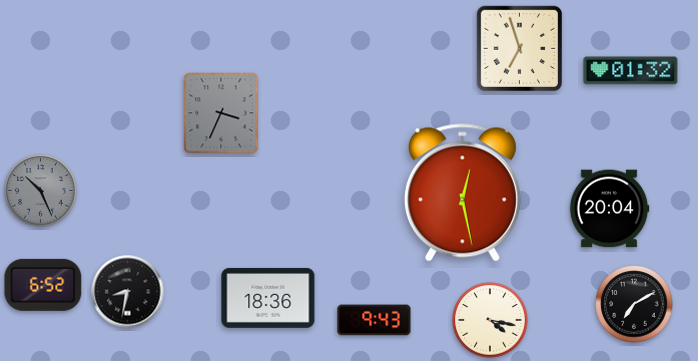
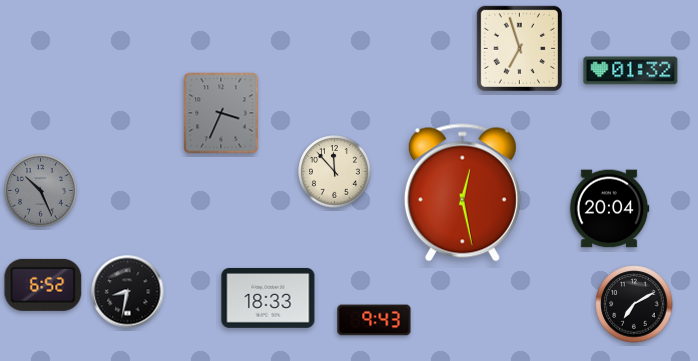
clock at (335, 172): none -> 11:53
clock at (268, 298): 18:36 -> 18:33
clock at (490, 320): 4:17 -> none
